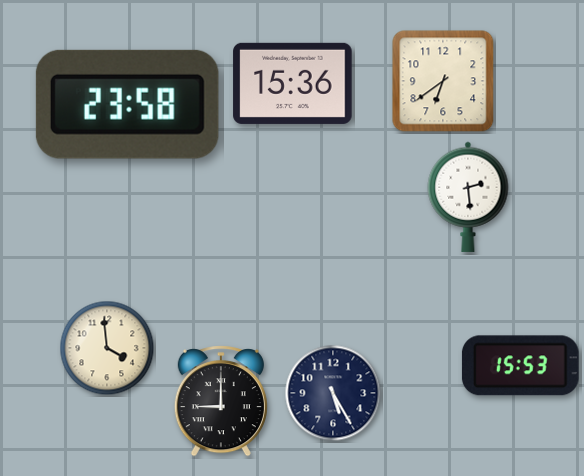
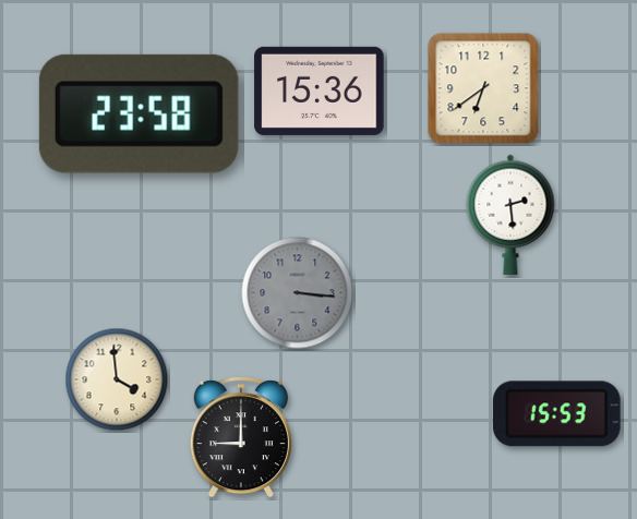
clock at (298, 293): none -> 3:16
clock at (520, 366) position: (520, 366) -> (556, 414)
clock at (333, 393): 5:25 -> none
